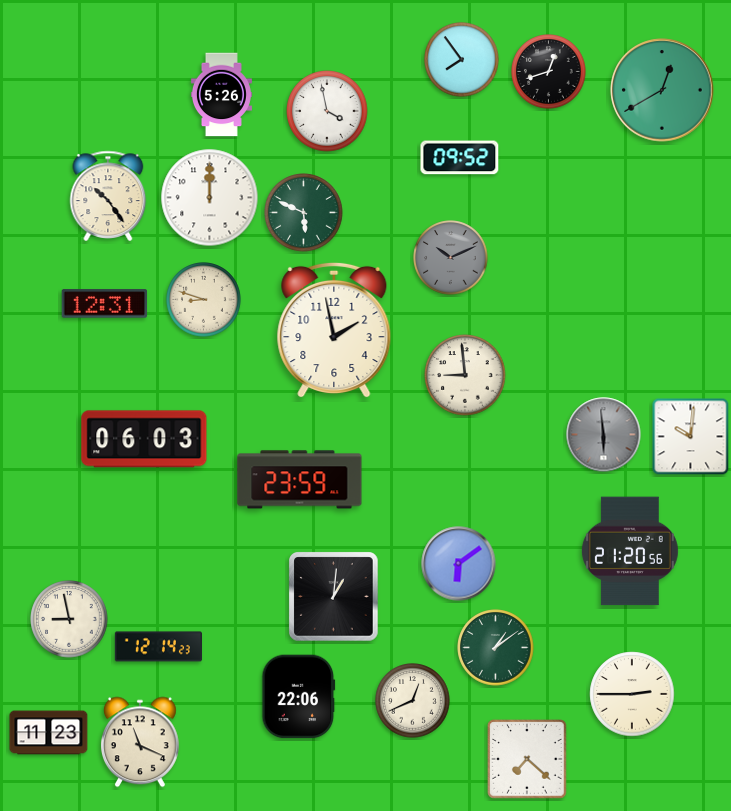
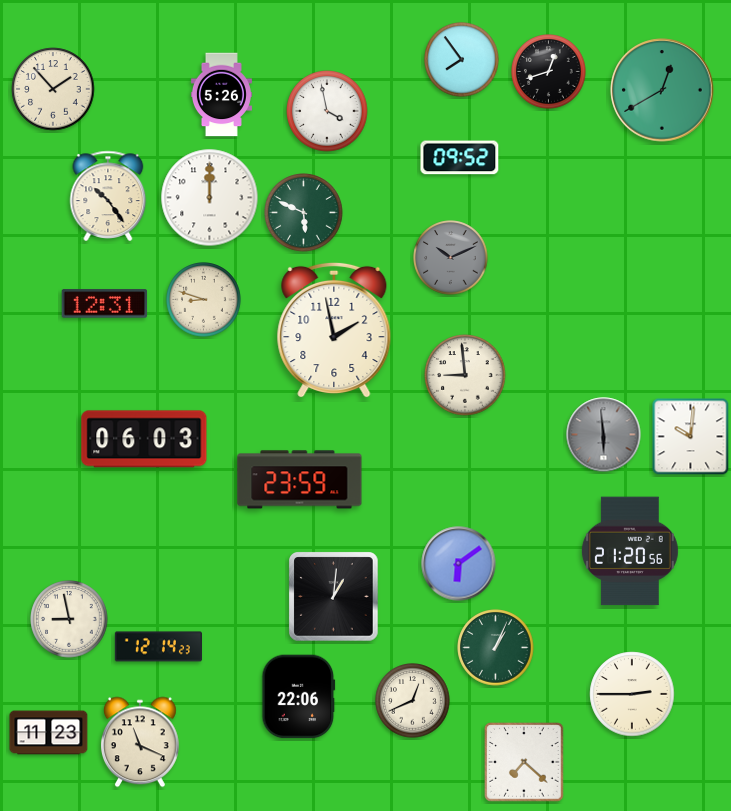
clock at (53, 89): none -> 1:53
clock at (496, 648): 1:09 -> 1:04
clock at (527, 759) position: (527, 759) -> (524, 762)
